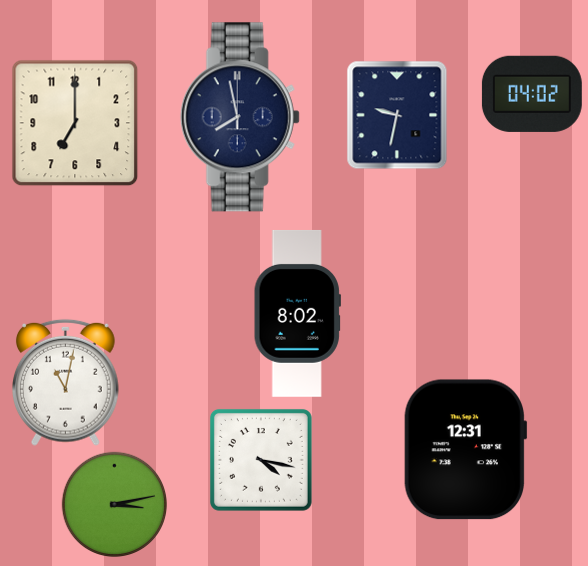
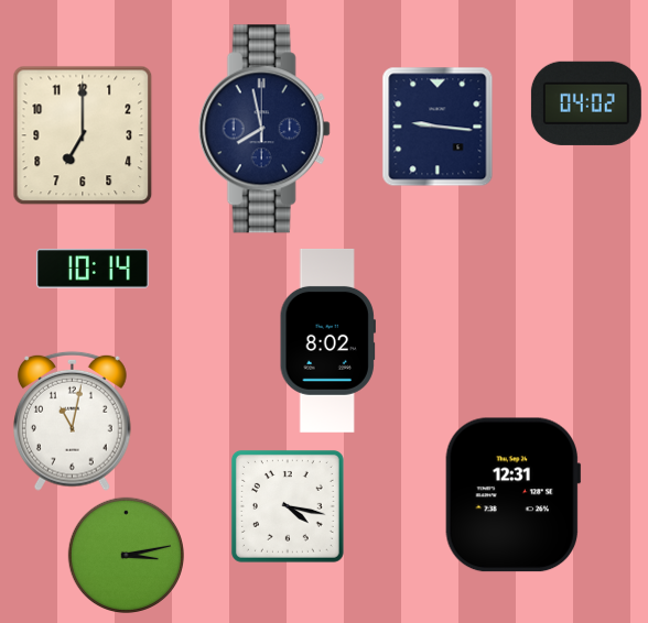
clock at (397, 115): 9:32 -> 9:16
clock at (93, 269): none -> 10:14
clock at (297, 313) position: (297, 313) -> (327, 340)
